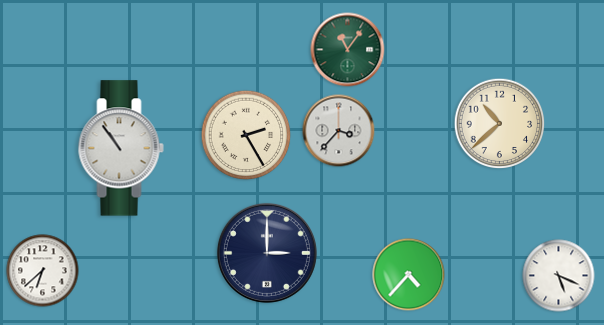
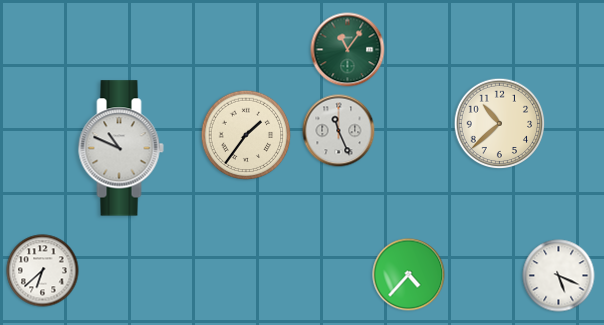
clock at (339, 131): 3:37 -> 11:26
clock at (246, 135): 2:25 -> 1:36
clock at (121, 148): 10:54 -> 10:49
clock at (267, 253): 3:00 -> none
